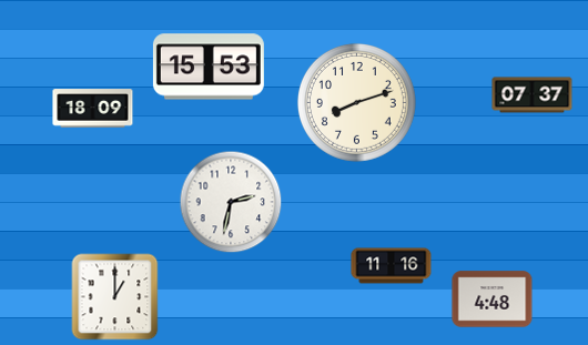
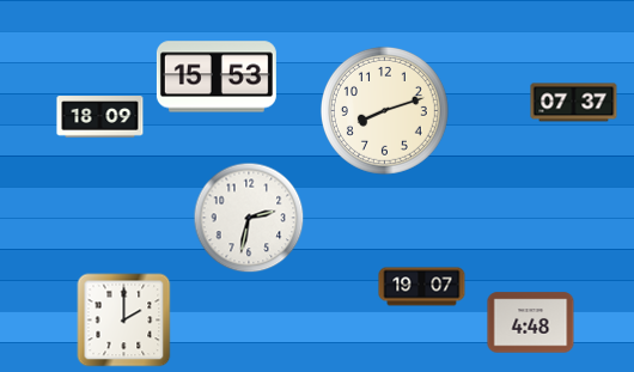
clock at (209, 67) position: (209, 67) -> (217, 77)
clock at (392, 266): 11:16 -> 19:07
clock at (115, 297): 1:00 -> 2:00
